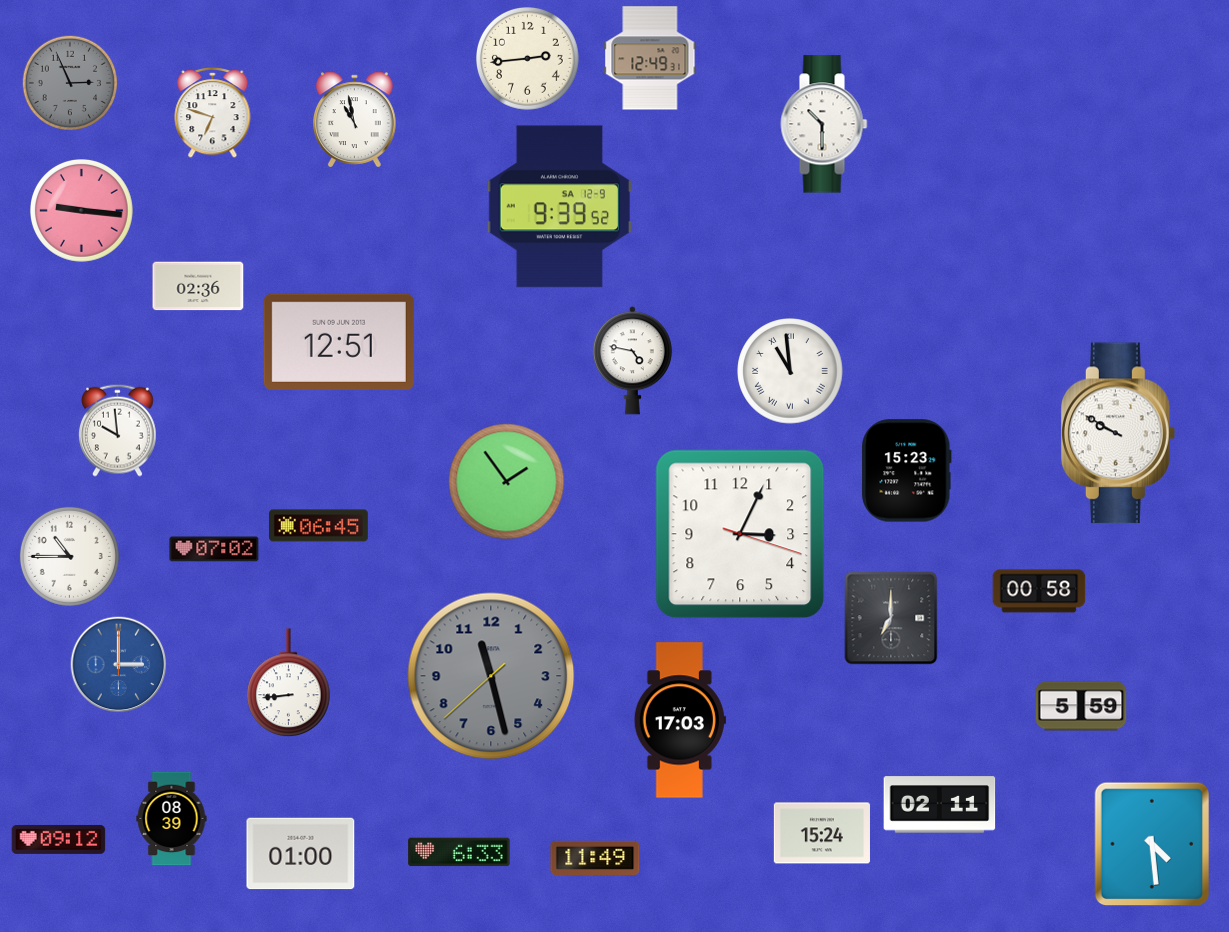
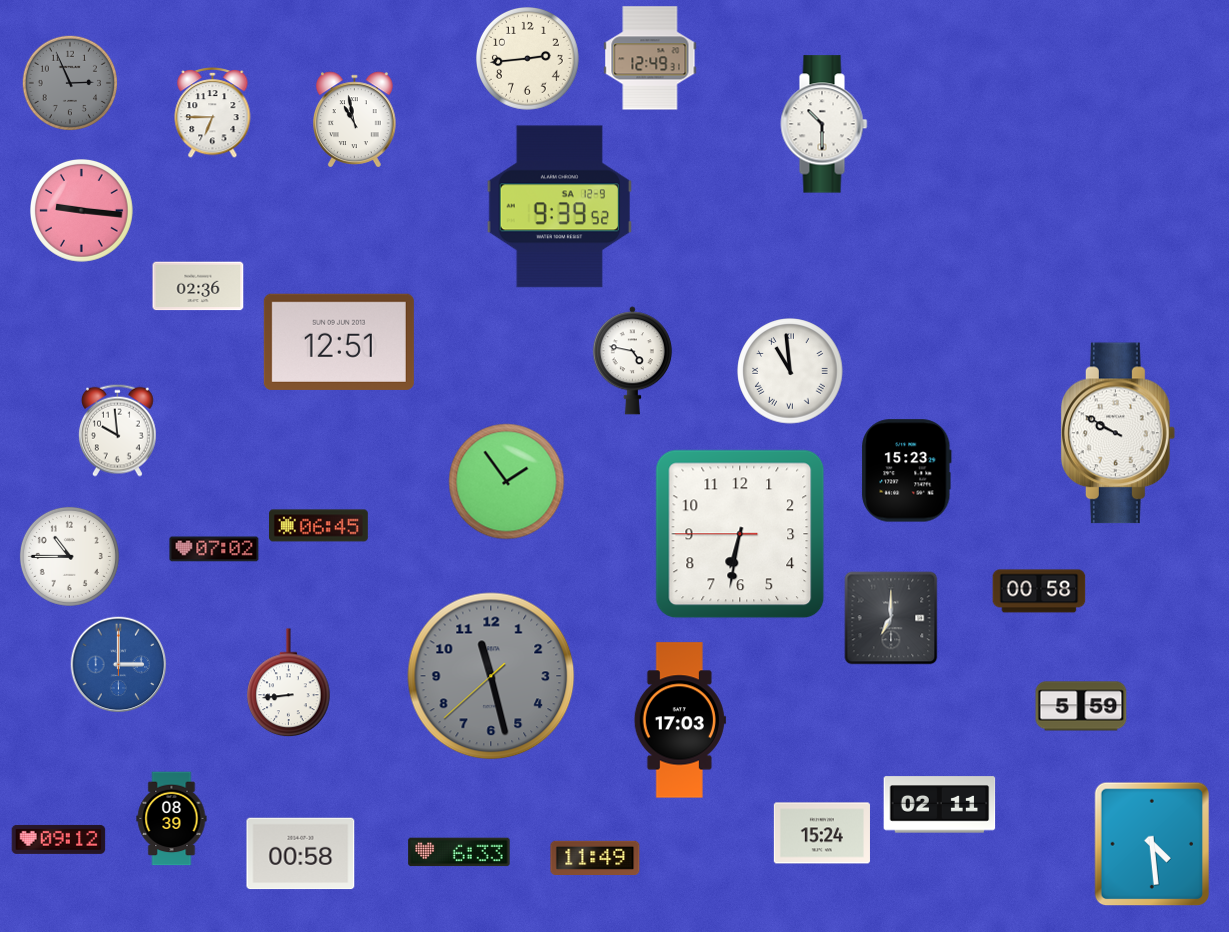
clock at (213, 112): 6:48 -> 6:45
clock at (740, 534): 3:04 -> 6:31
clock at (301, 854): 01:00 -> 00:58
